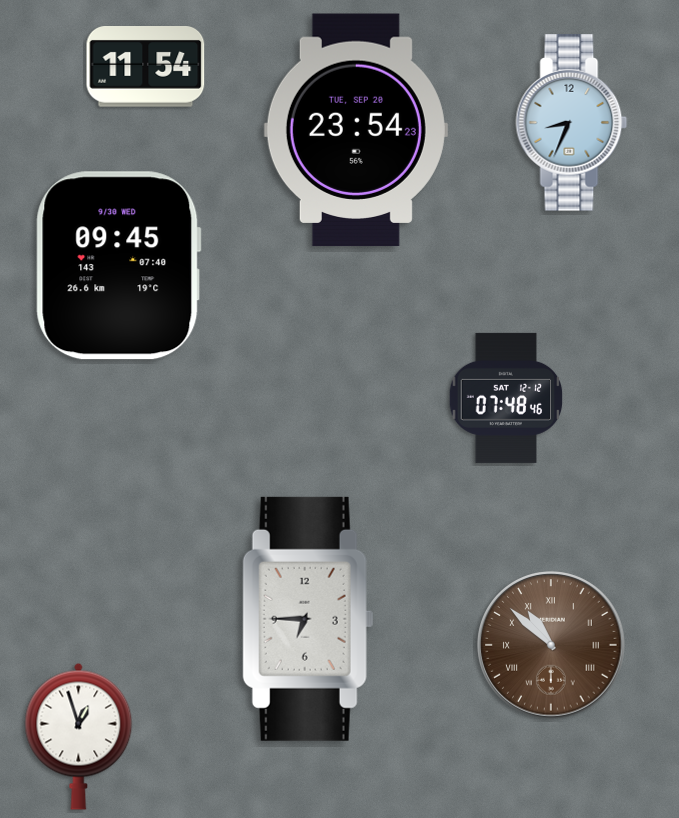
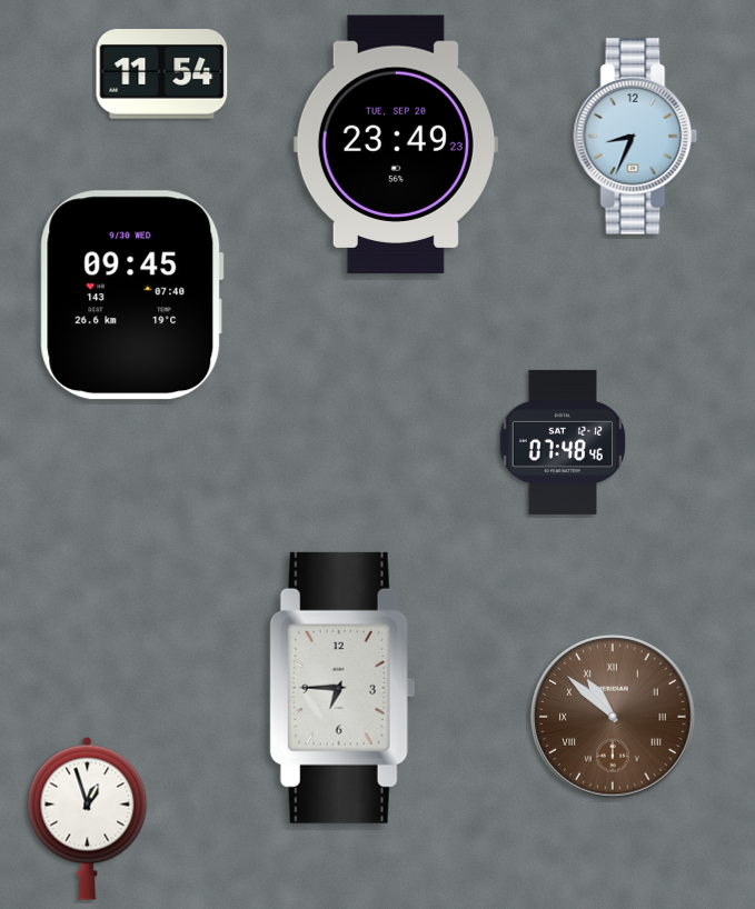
clock at (356, 130): 23:54 -> 23:49
